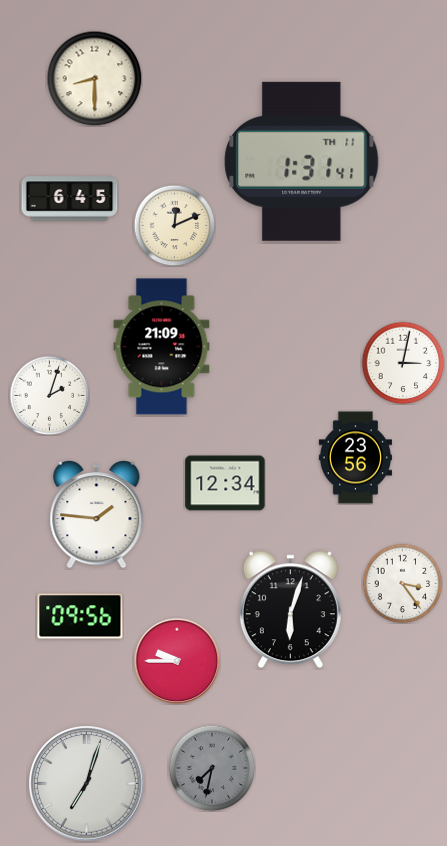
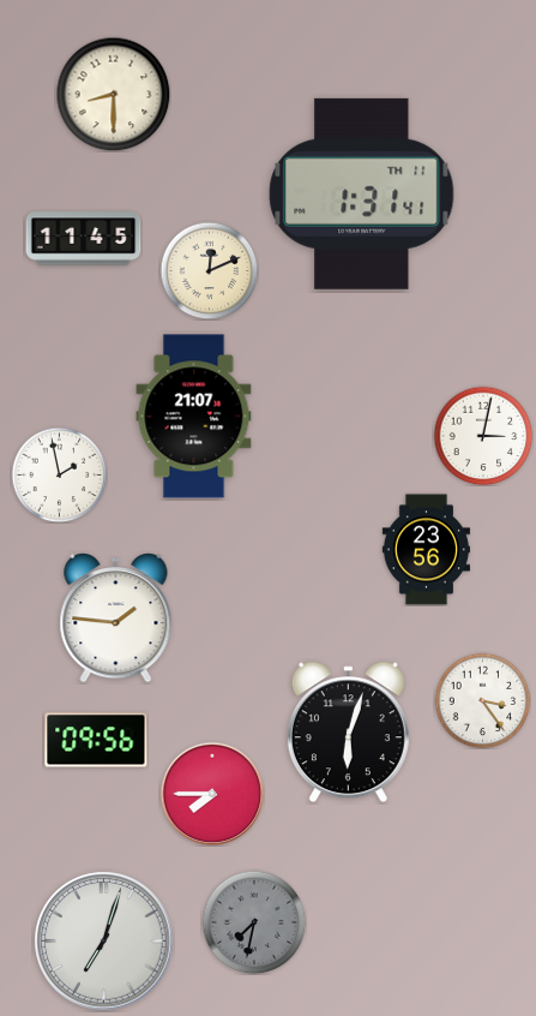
clock at (70, 199): 6:45 -> 11:45
clock at (162, 347): 21:09 -> 21:07
clock at (49, 395): 2:03 -> 1:58
clock at (225, 483): 12:34 -> none
clock at (177, 661): 9:45 -> 7:45
